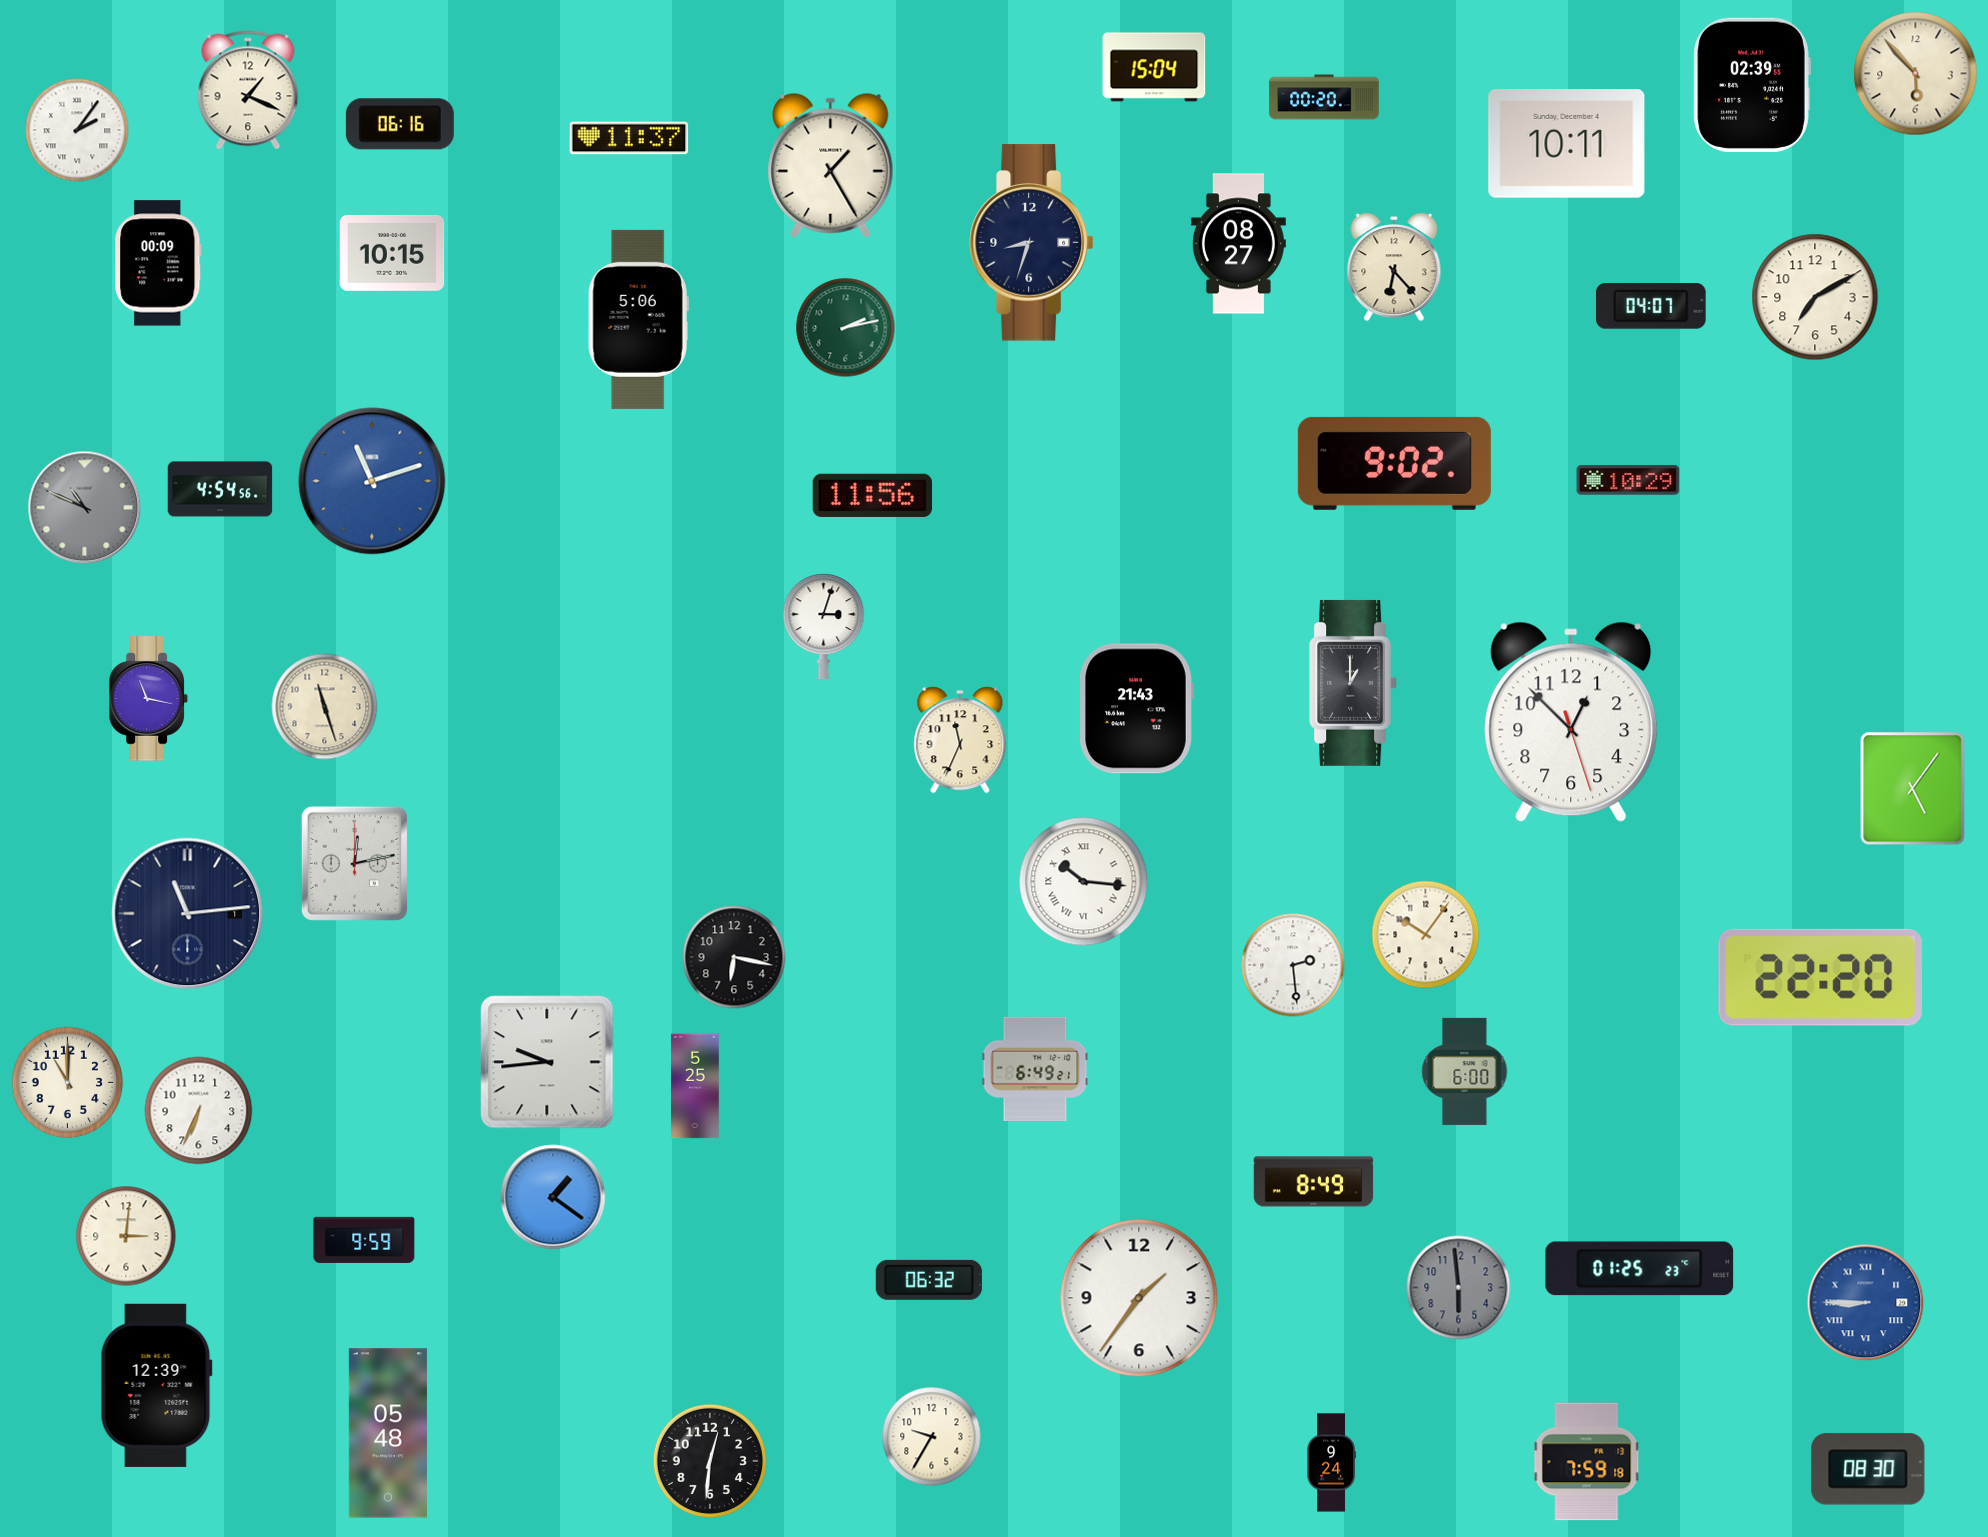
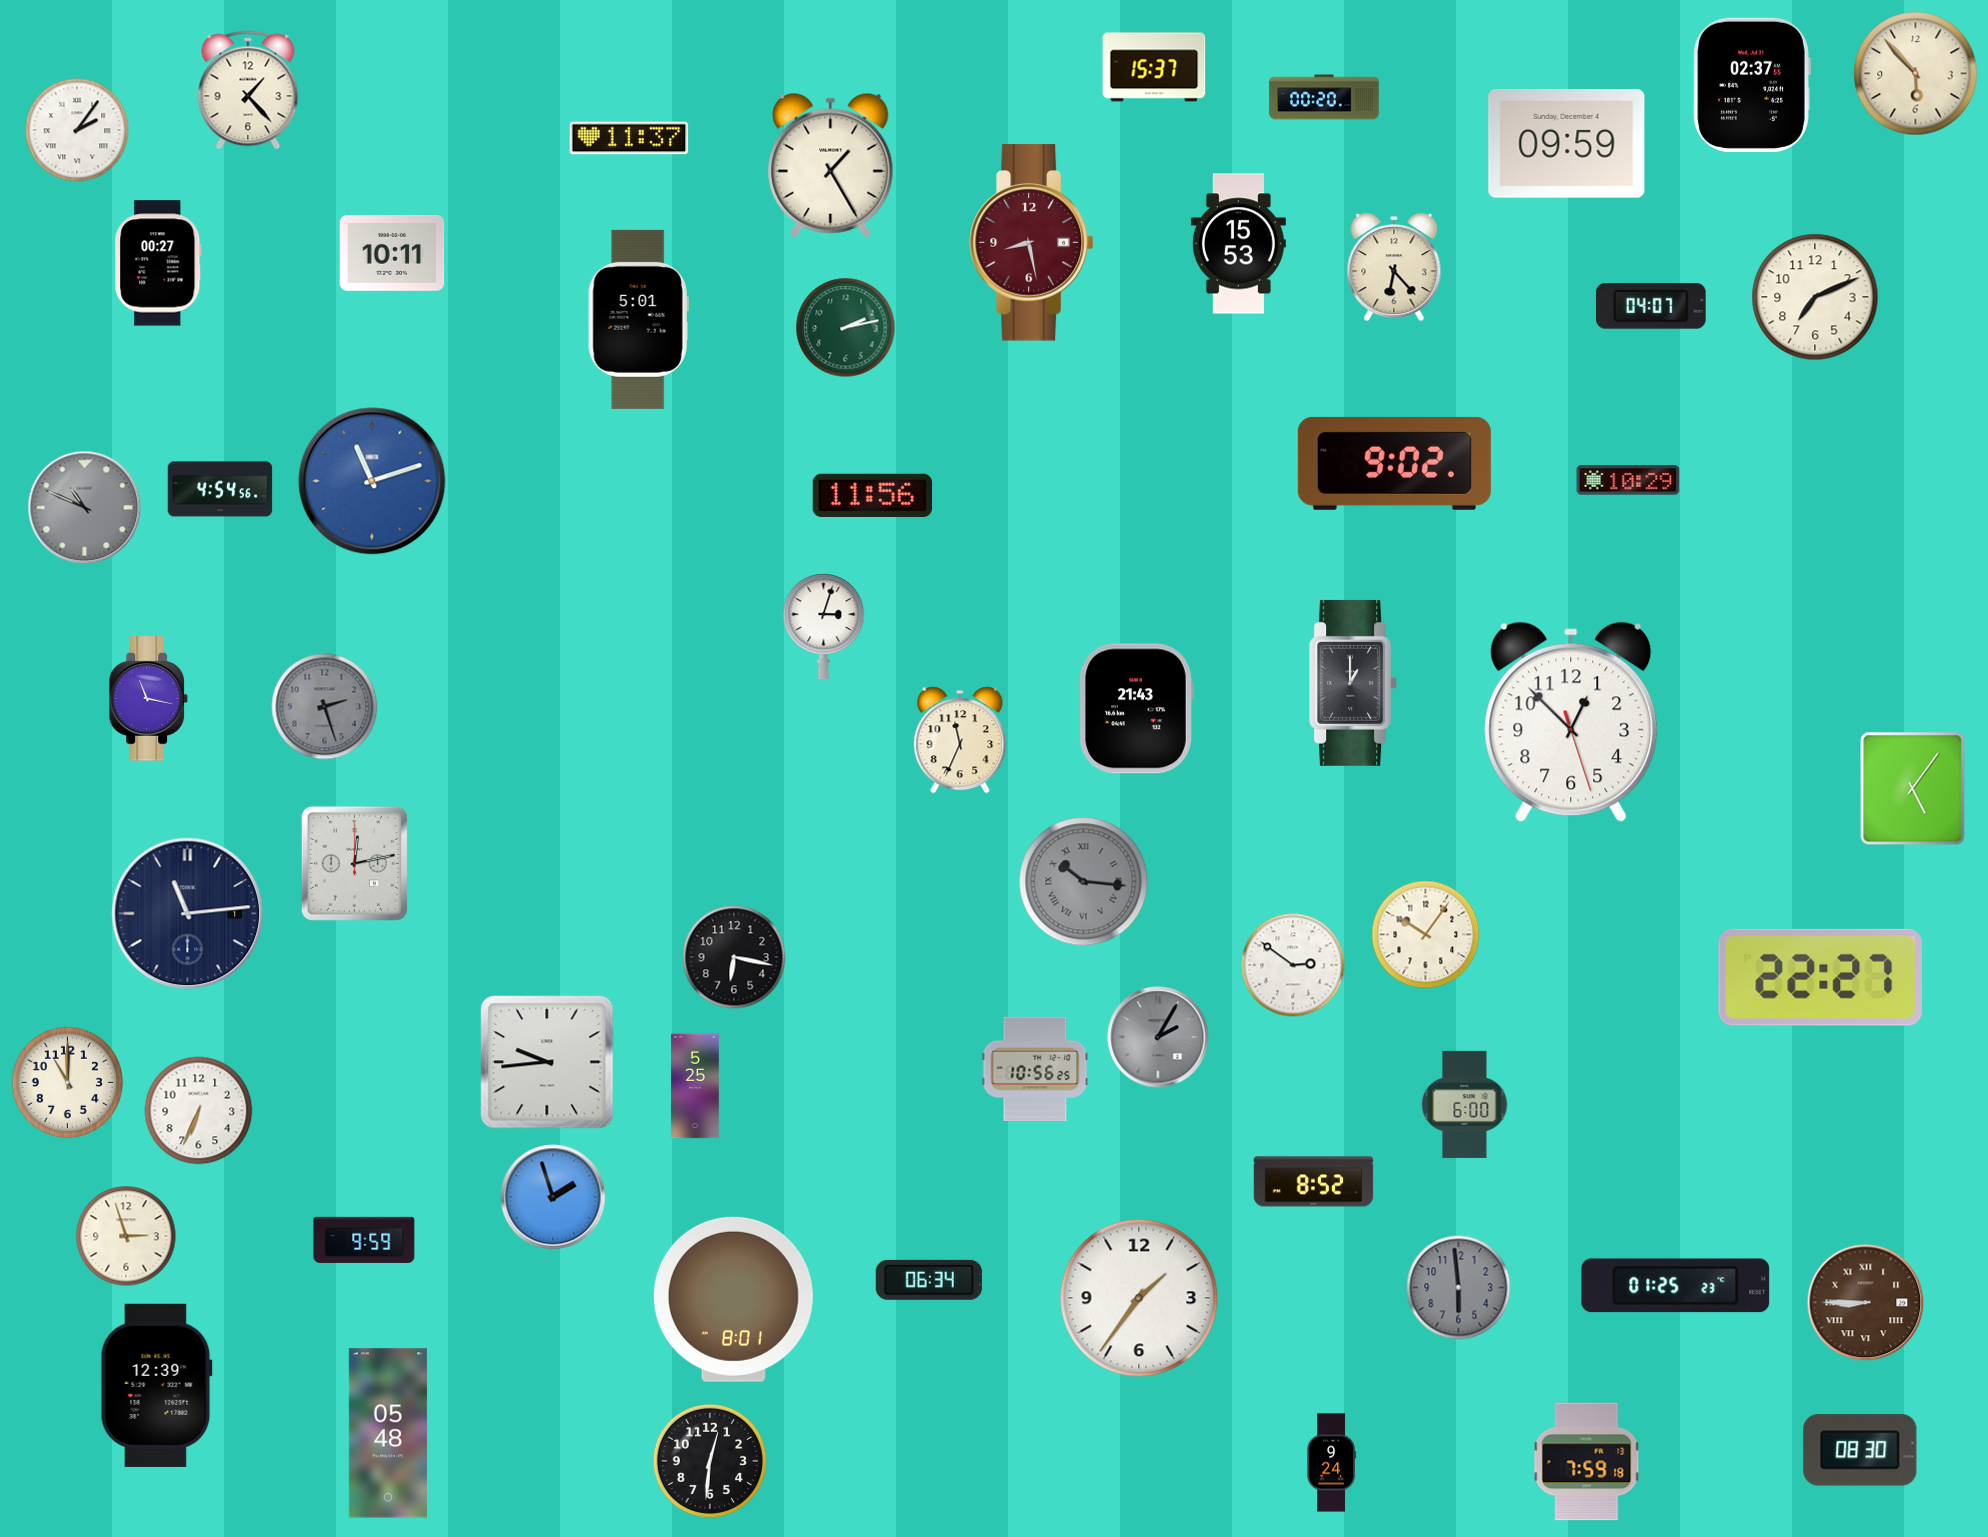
clock at (1154, 67): 15:04 -> 15:37
clock at (1752, 85): 02:39 -> 02:37
clock at (248, 90): 1:19 -> 1:23
clock at (400, 124): 06:16 -> none
clock at (1567, 144): 10:11 -> 09:59
clock at (1032, 243): 8:33 -> 8:28
clock at (1032, 243) dial: navy -> burgundy
clock at (1238, 244): 08:27 -> 15:53
clock at (392, 253): 10:15 -> 10:11
clock at (158, 263): 00:09 -> 00:27
clock at (1815, 297): 7:10 -> 7:11
clock at (638, 319): 5:06 -> 5:01
clock at (325, 707): 11:27 -> 2:27
clock at (325, 707) dial: cream -> grey
clock at (1084, 882) dial: white -> grey
clock at (1293, 965): 2:29 -> 2:51
clock at (1820, 977): 22:20 -> 22:27
clock at (1158, 1037): none -> 2:05
clock at (1035, 1069): 6:49 -> 10:56
clock at (1465, 1071) position: (1465, 1071) -> (1465, 1104)
clock at (1314, 1182): 8:49 -> 8:52
clock at (553, 1197): 1:21 -> 1:57
clock at (126, 1236): 3:01 -> 2:57
clock at (1640, 1269) position: (1640, 1269) -> (1676, 1286)
clock at (929, 1280): 06:32 -> 06:34
clock at (733, 1299): none -> 8:01
clock at (1866, 1303) dial: blue -> brown
clock at (932, 1437): 9:35 -> none
clock at (1868, 1469) position: (1868, 1469) -> (1860, 1450)
